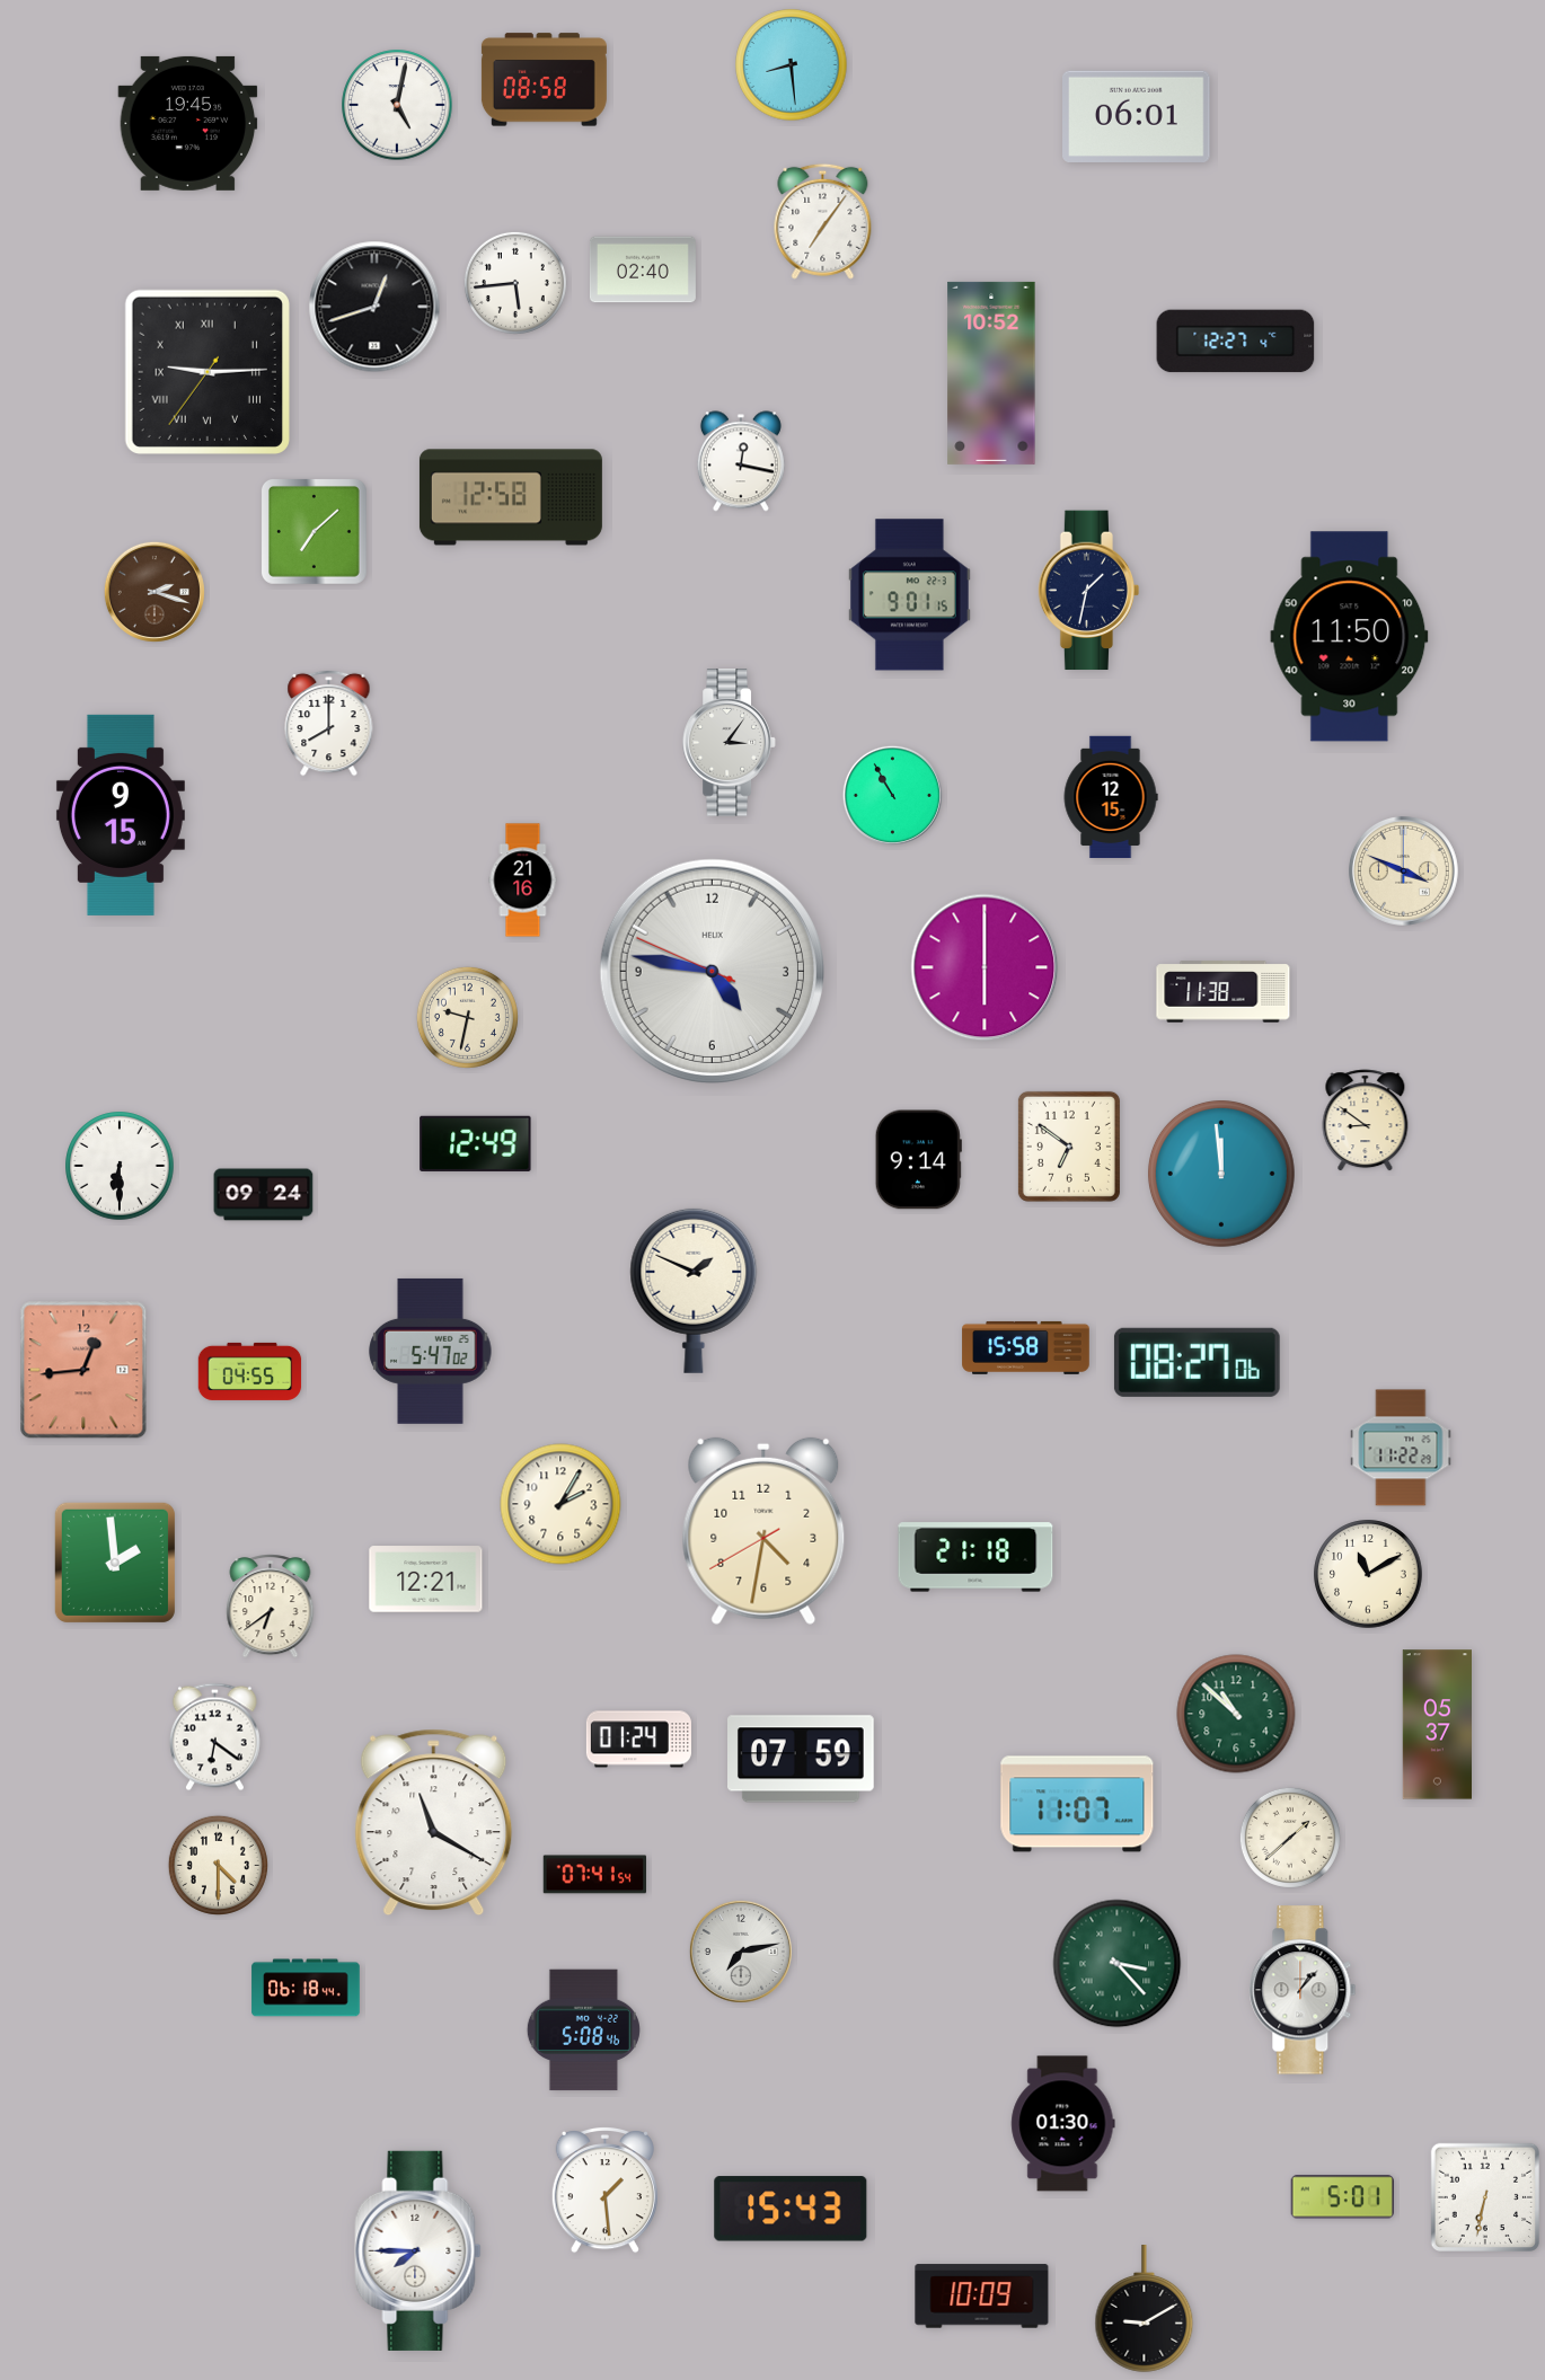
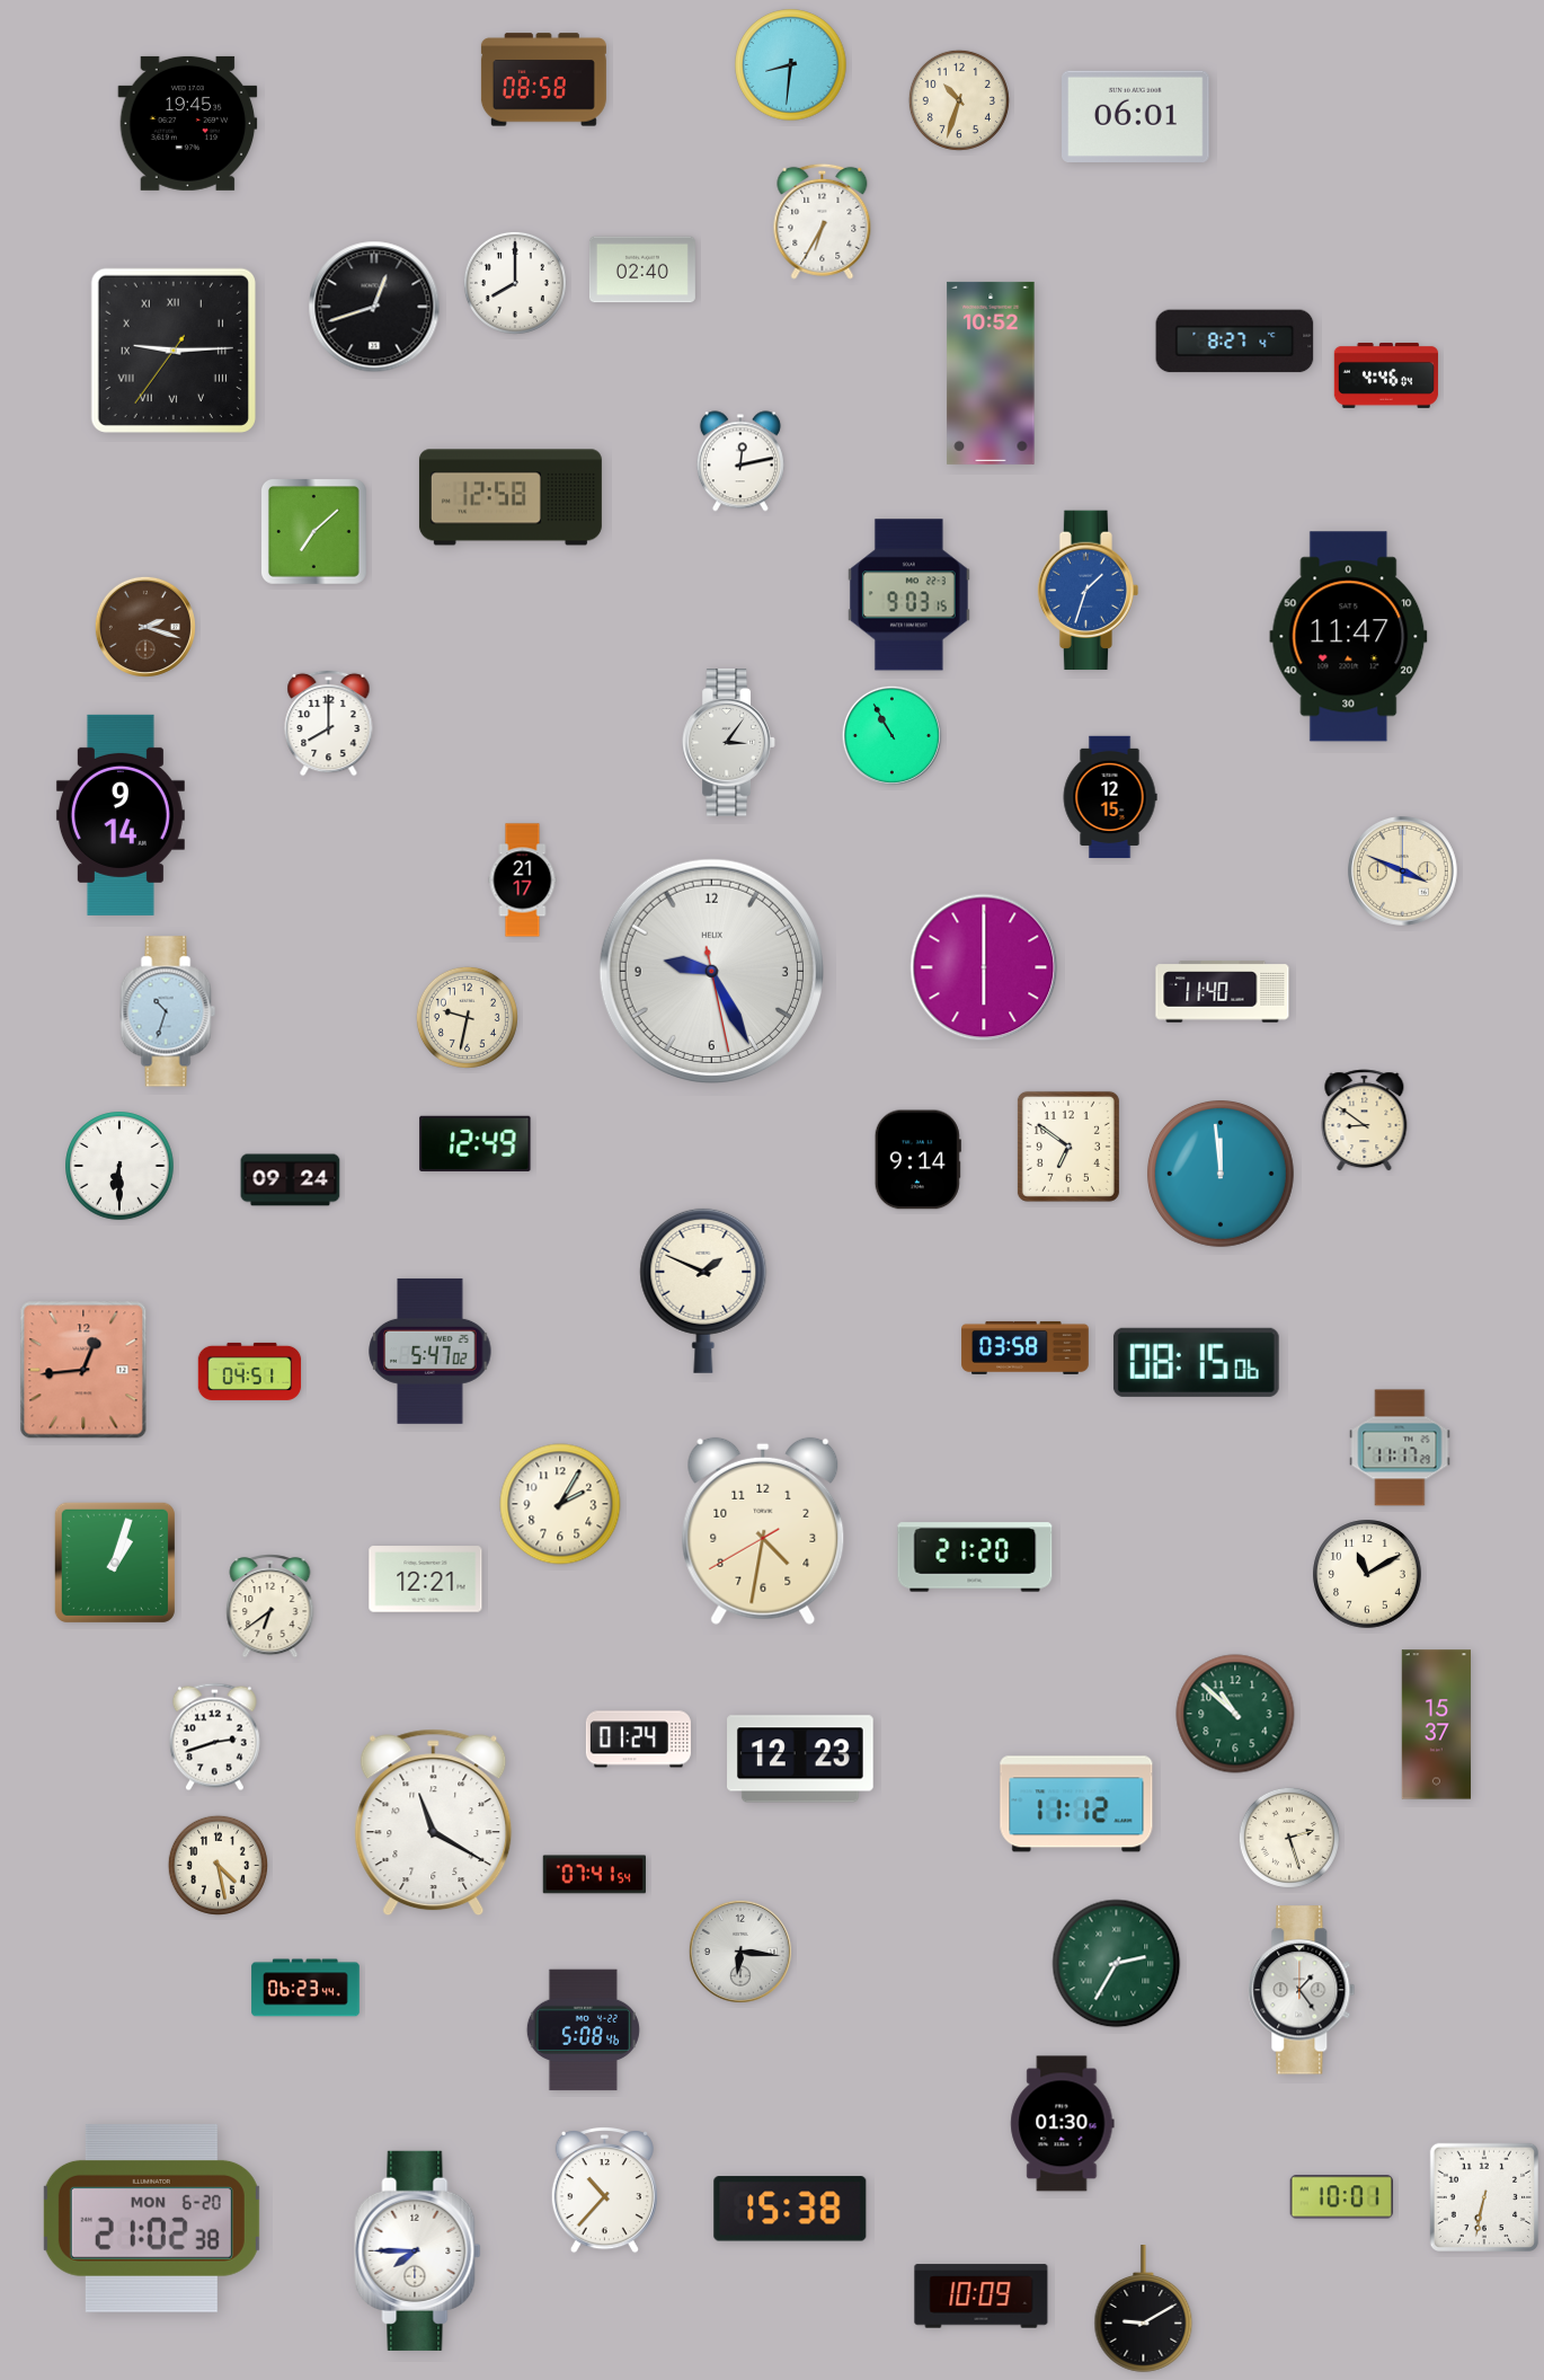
clock at (792, 65): 8:29 -> 8:31
clock at (959, 100): none -> 10:33
clock at (397, 105): 5:02 -> none
clock at (823, 221): 7:06 -> 6:35
clock at (515, 283): 5:44 -> 8:00
clock at (1236, 342): 12:27 -> 8:27
clock at (208, 372) position: (208, 372) -> (174, 351)
clock at (1386, 375): none -> 4:46
clock at (741, 461): 12:17 -> 12:13
clock at (1089, 591): 1:32 -> 1:33
clock at (1089, 591) dial: navy -> blue
clock at (154, 592) position: (154, 592) -> (145, 627)
clock at (909, 595): 9:01 -> 9:03
clock at (1350, 637): 11:50 -> 11:47
clock at (892, 795) position: (892, 795) -> (891, 735)
clock at (121, 815): 9:15 -> 9:14
clock at (523, 881): 21:16 -> 21:17
clock at (712, 971): 4:46 -> 9:25
clock at (1224, 992): 11:38 -> 11:40
clock at (168, 1011): none -> 10:33
clock at (264, 1195) position: (264, 1195) -> (291, 1180)
clock at (694, 1291) position: (694, 1291) -> (703, 1291)
clock at (1026, 1347): 15:58 -> 03:58
clock at (1197, 1362): 08:27 -> 08:15
clock at (250, 1371): 04:55 -> 04:51
clock at (1401, 1448): 11:22 -> 11:17
clock at (975, 1557): 21:18 -> 21:20
clock at (115, 1563): 1:59 -> 1:03
clock at (1437, 1725): 05:37 -> 15:37
clock at (214, 1737): 6:21 -> 2:42
clock at (802, 1759): 07:59 -> 12:23
clock at (1077, 1804): 11:07 -> 11:12
clock at (1290, 1838): 1:38 -> 2:27
clock at (218, 1865): 4:30 -> 4:28
clock at (741, 1952): 7:13 -> 6:16
clock at (1118, 1964): 3:23 -> 2:35
clock at (306, 1988): 06:18 -> 06:23
clock at (1303, 1990): 1:07 -> 1:24
clock at (604, 2191): 1:29 -> 10:37
clock at (1342, 2197): 5:01 -> 10:01
clock at (791, 2209): 15:43 -> 15:38
clock at (151, 2218): none -> 21:02
